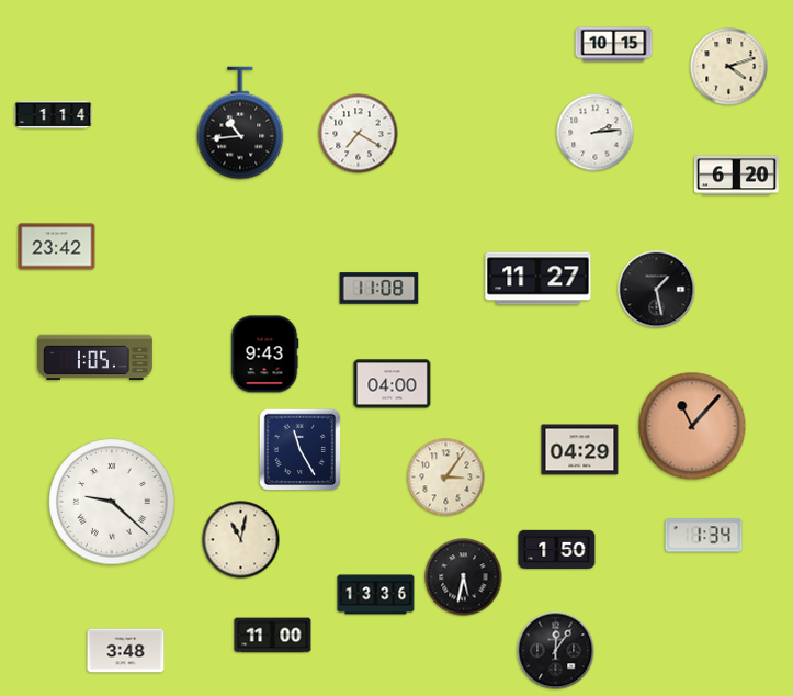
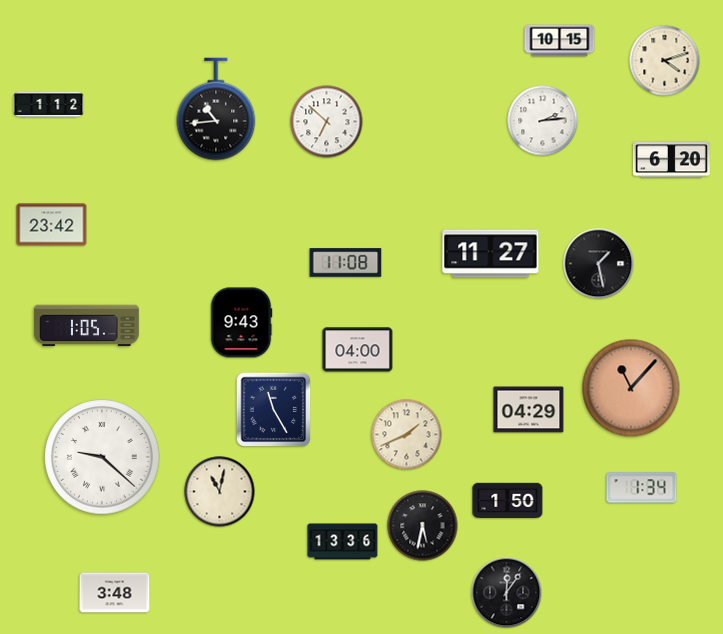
clock at (54, 114): 1:14 -> 1:12
clock at (240, 123) position: (240, 123) -> (216, 109)
clock at (359, 134): 7:20 -> 6:52
clock at (446, 478): 3:06 -> 1:41
clock at (273, 636): 11:00 -> none
